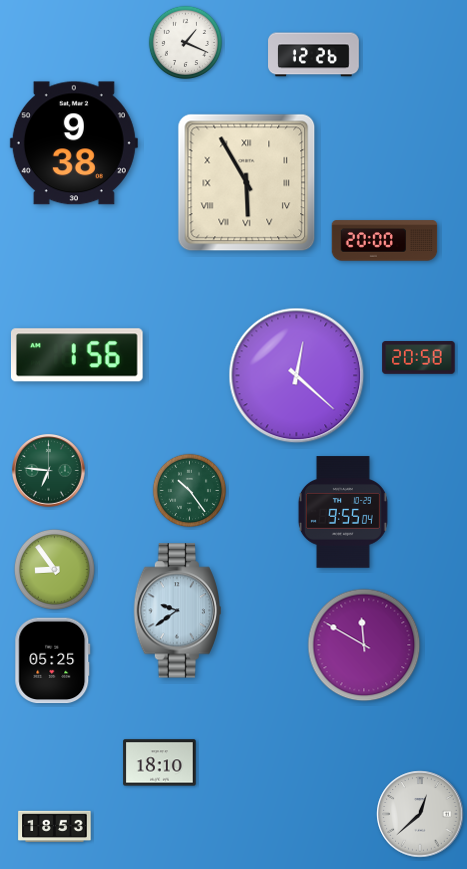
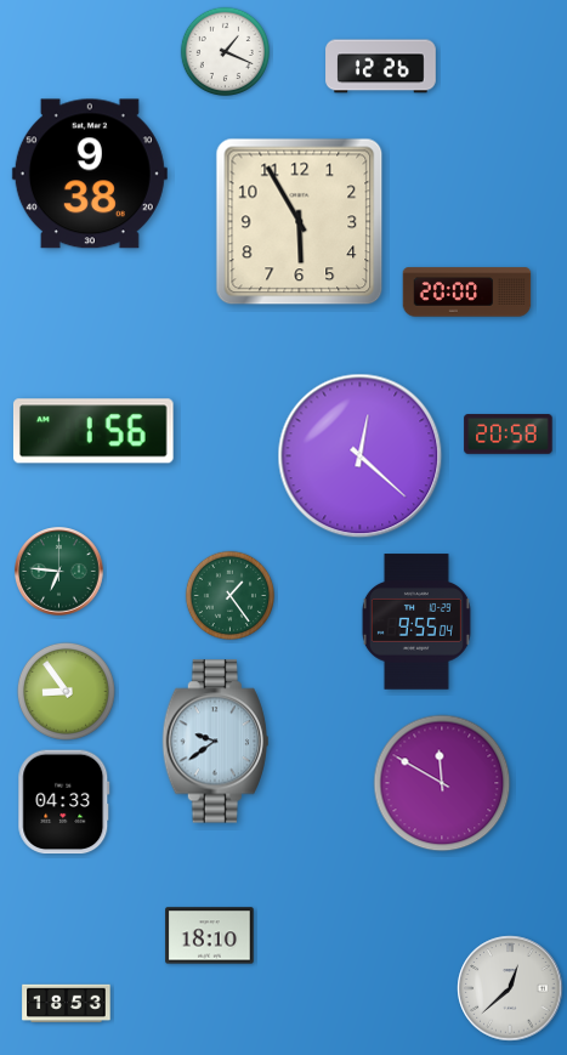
clock at (247, 183) numerals: Roman -> Arabic
clock at (189, 490): 10:24 -> 1:24
clock at (53, 661): 05:25 -> 04:33
clock at (160, 763) position: (160, 763) -> (210, 936)
